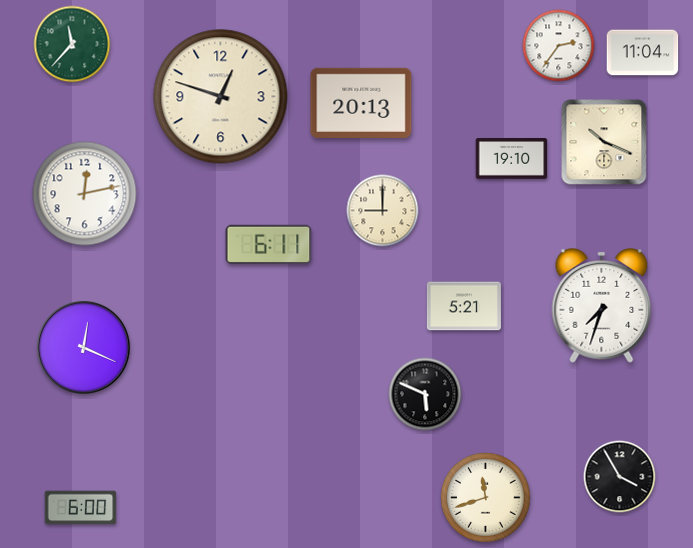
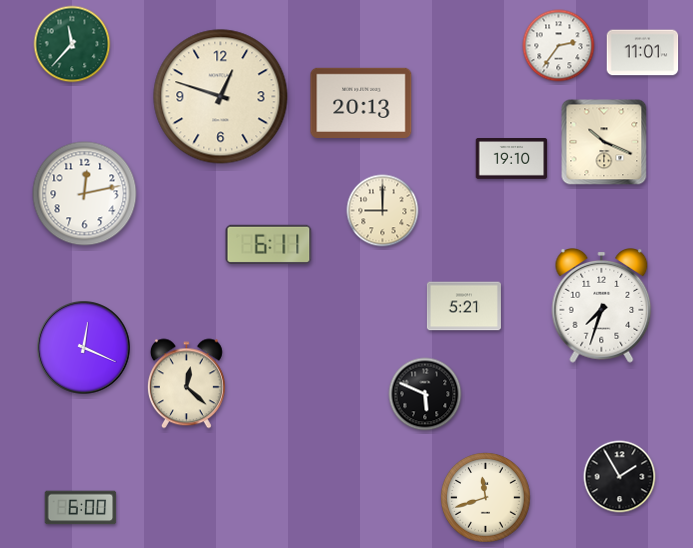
clock at (643, 53): 11:04 -> 11:01
clock at (186, 384): none -> 12:22
clock at (620, 477): 3:55 -> 1:55
